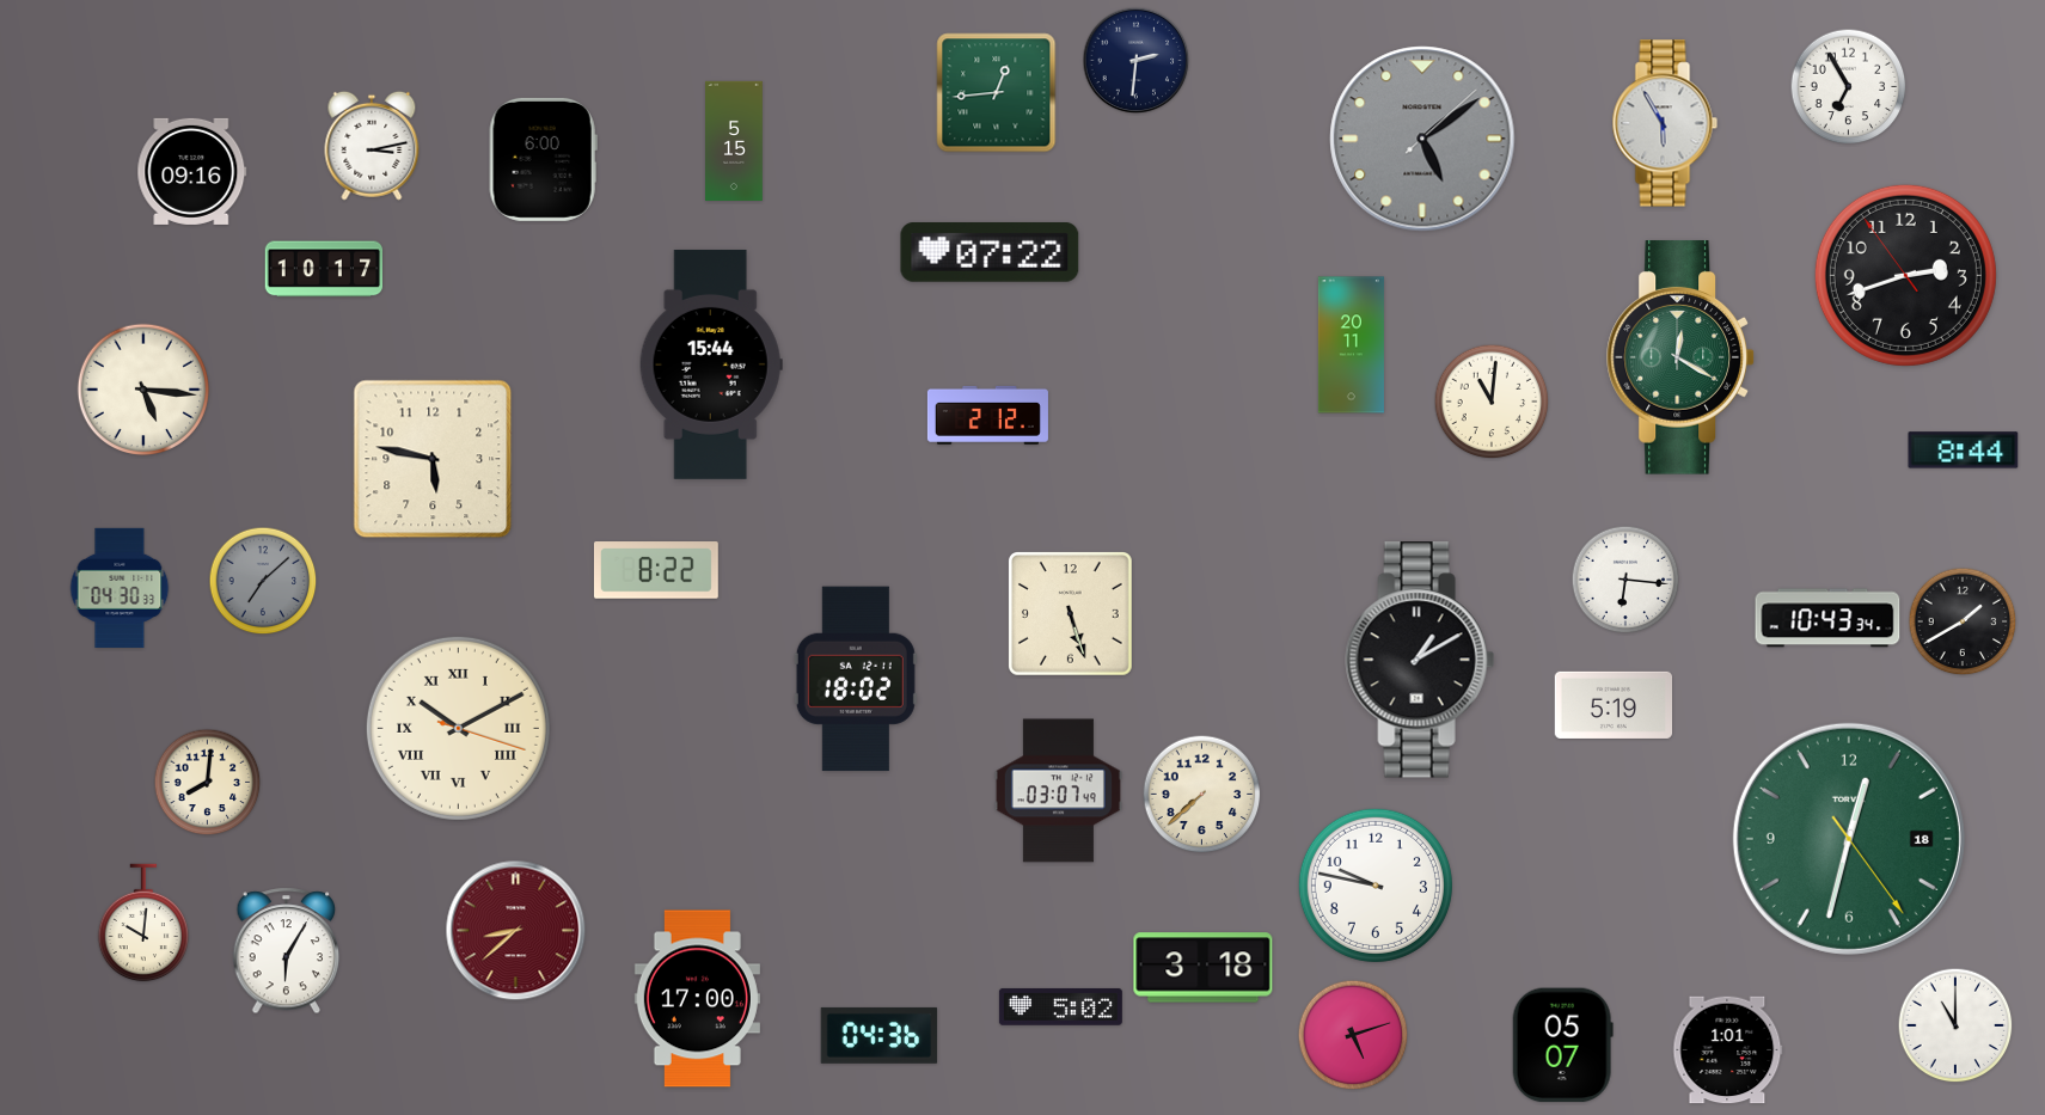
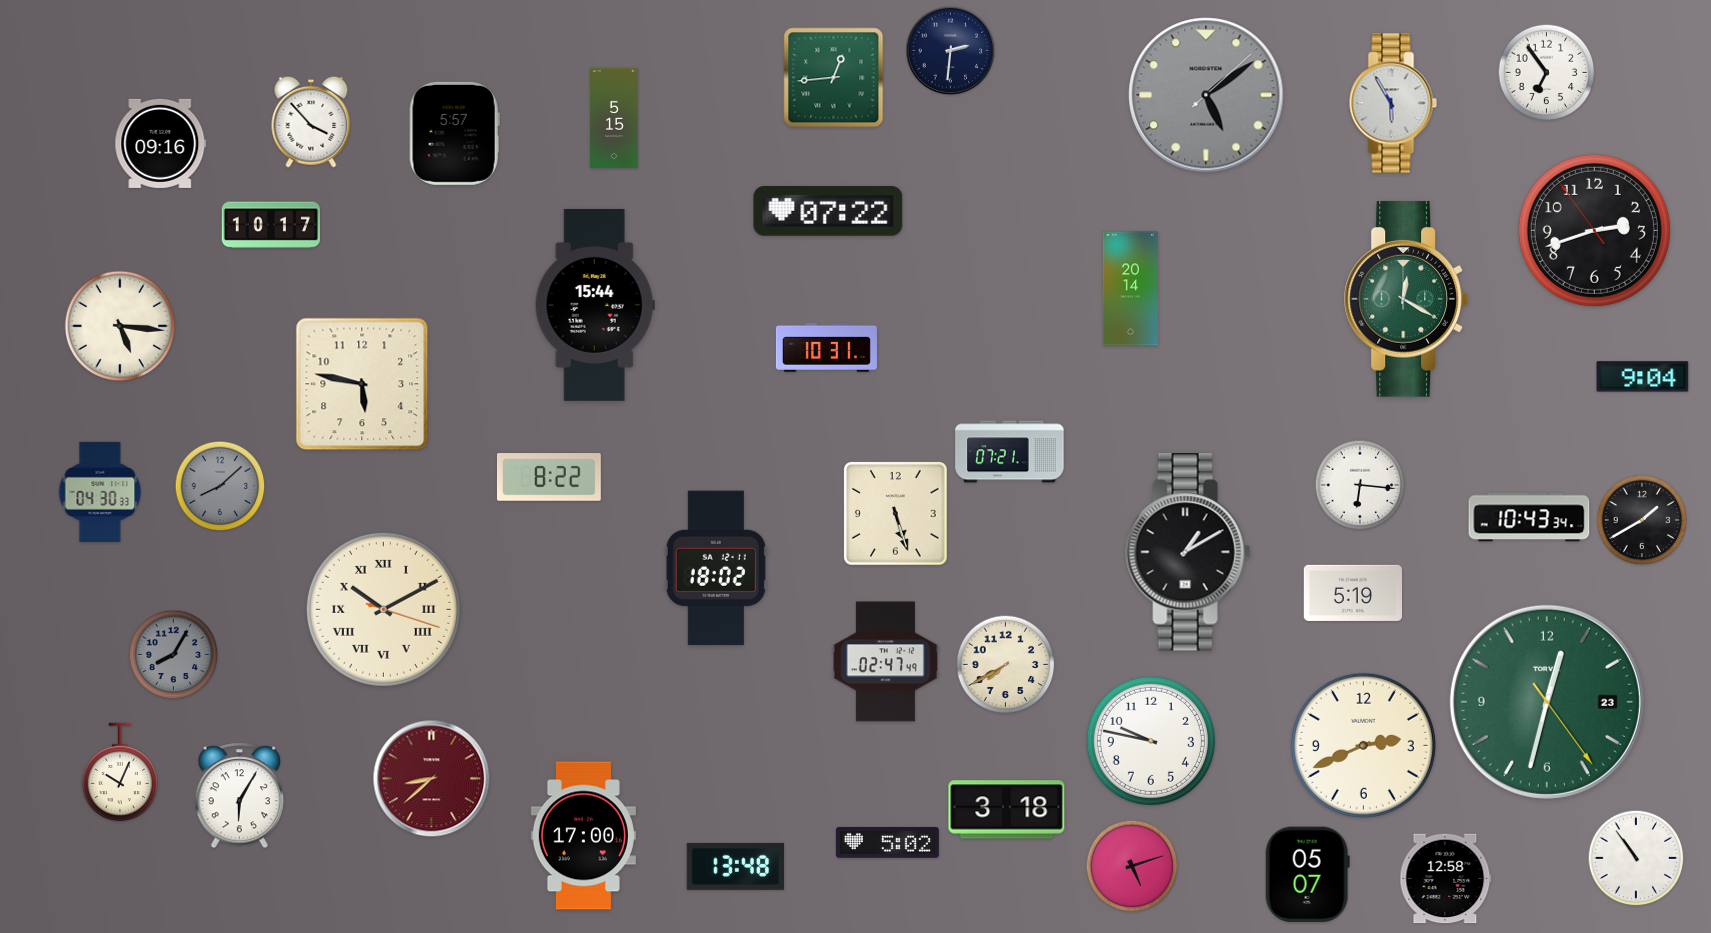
clock at (1849, 87): 6:55 -> 6:54
clock at (1422, 139) position: (1422, 139) -> (1206, 95)
clock at (372, 146): 3:13 -> 3:53
clock at (543, 159): 6:00 -> 5:57
clock at (1351, 345): 20:11 -> 20:14
clock at (1492, 402): 11:01 -> none
clock at (987, 415): 2:12 -> 10:31
clock at (1964, 451): 8:44 -> 9:04
clock at (1010, 452): none -> 07:21
clock at (263, 581): 7:08 -> 8:08
clock at (1612, 705) position: (1612, 705) -> (1352, 593)
clock at (208, 783): 8:01 -> 8:05
clock at (208, 783) dial: cream -> grey
clock at (1058, 791): 03:07 -> 02:47
clock at (1202, 795): 7:38 -> 7:40
clock at (1849, 839) date: 18 -> 23
clock at (1363, 745): none -> 2:41
clock at (143, 923): 10:01 -> 10:04
clock at (1955, 1025): 11:00 -> 10:54
clock at (880, 1035): 04:36 -> 13:48
clock at (1728, 1050): 1:01 -> 12:58
